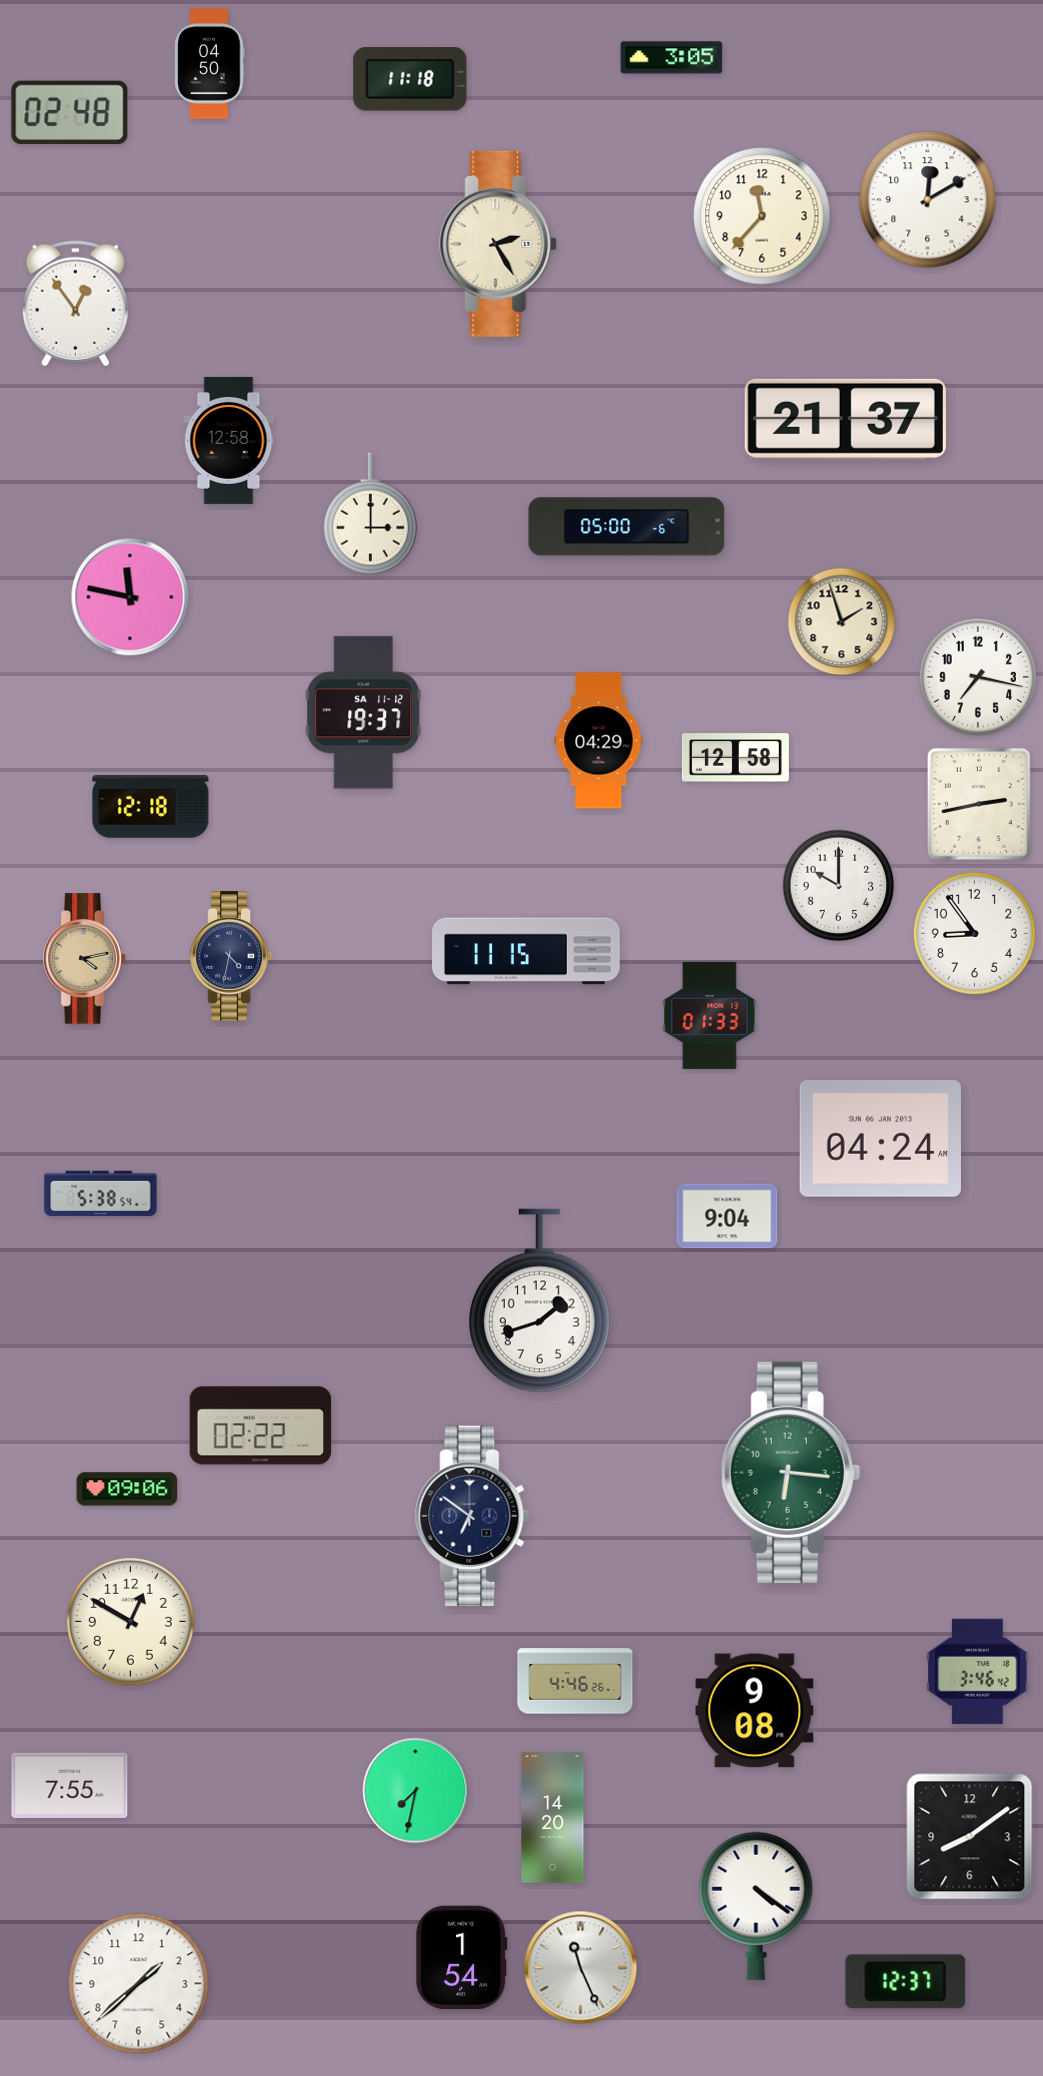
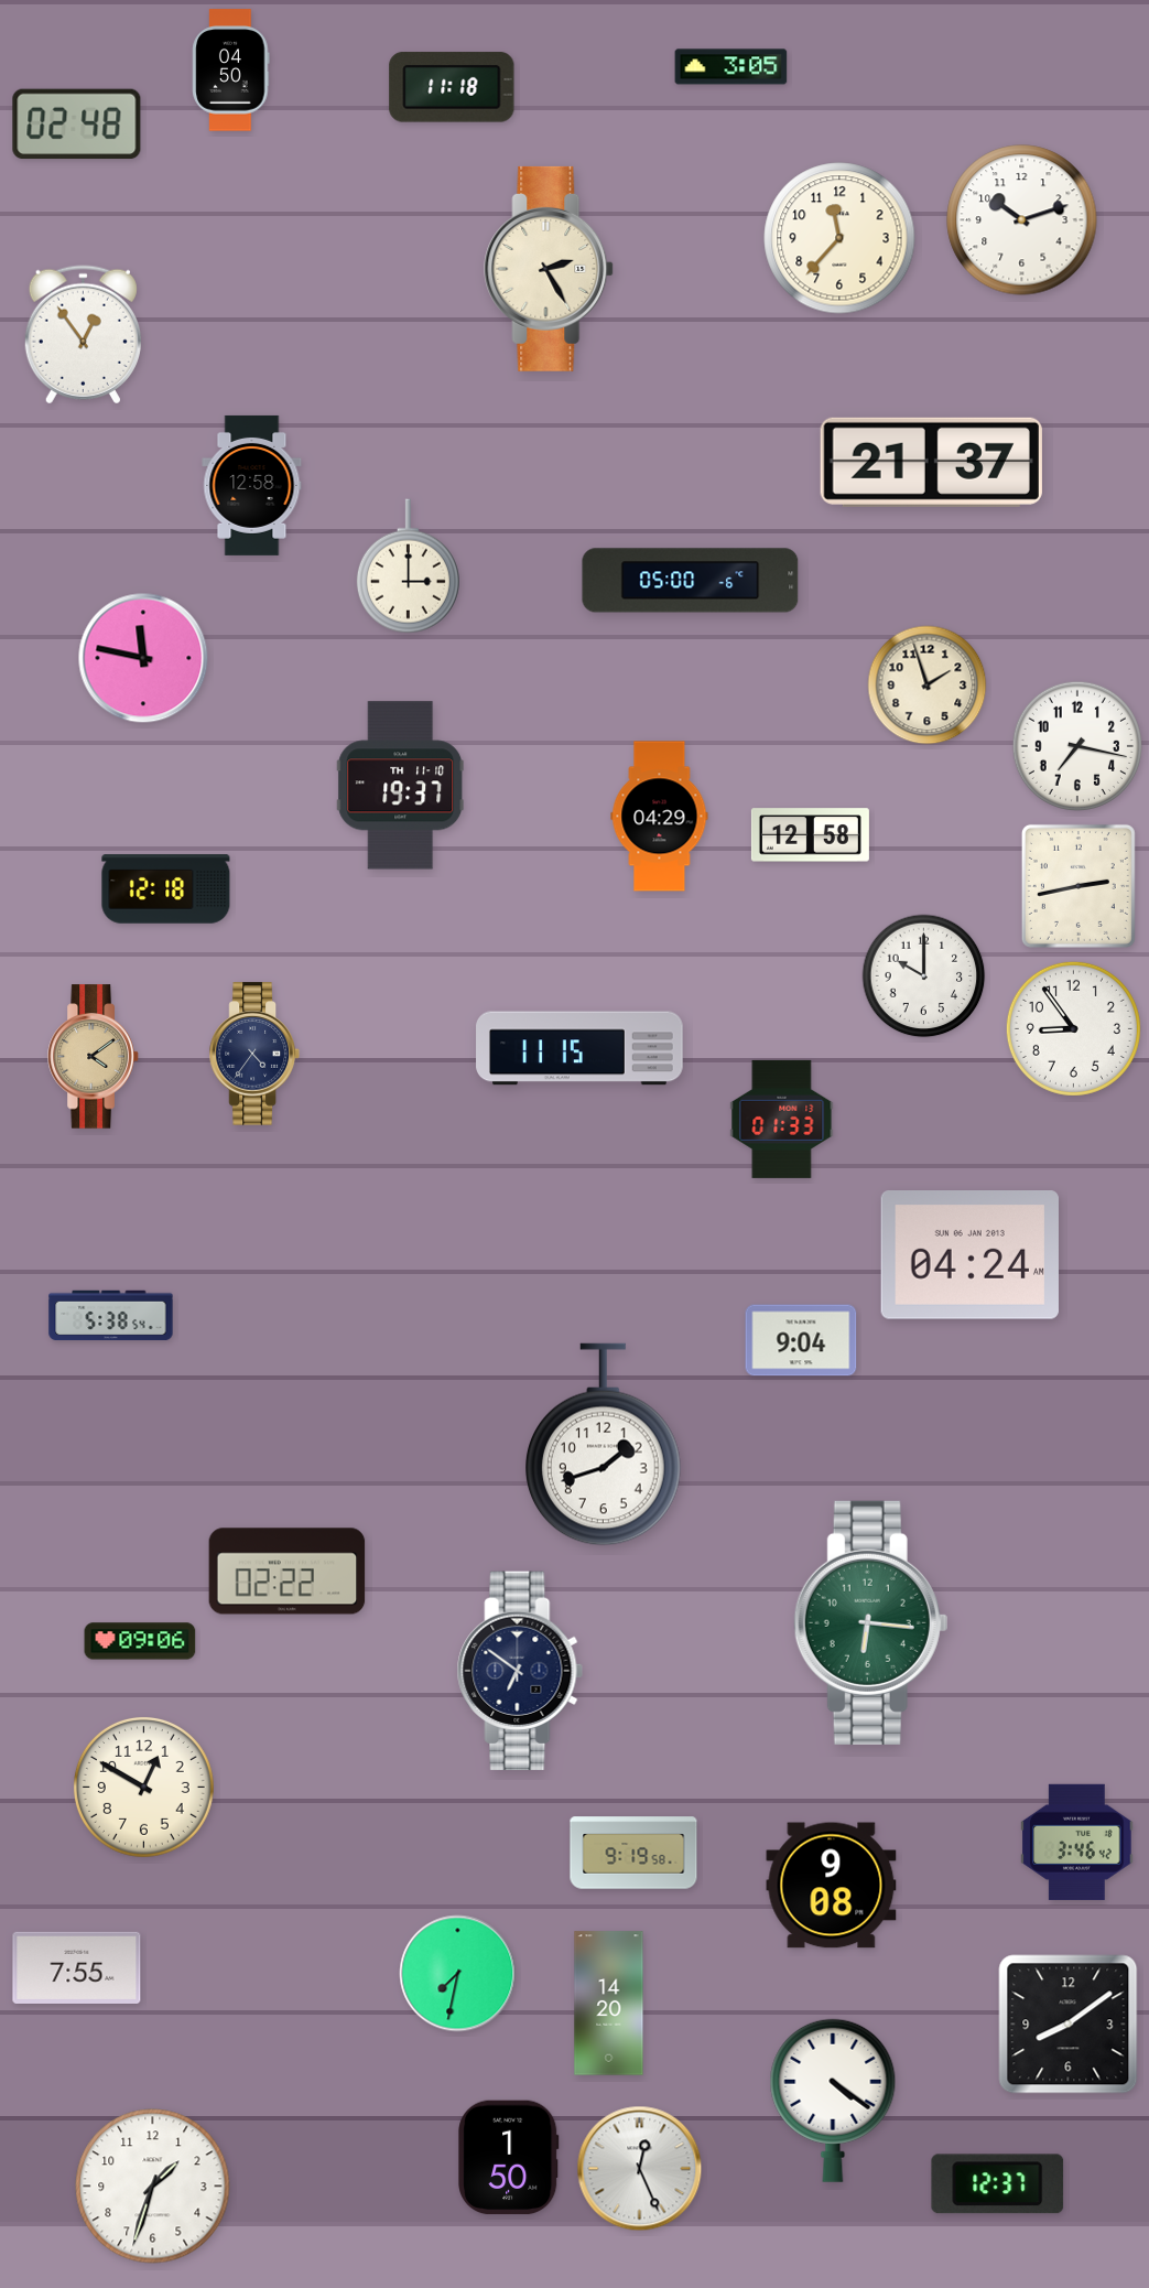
clock at (672, 58) position: (672, 58) -> (731, 67)
clock at (928, 200): 12:10 -> 10:12
clock at (364, 713) date: SA 11-12 -> TH 11-10
clock at (231, 956): 4:32 -> 4:36
clock at (85, 959): 4:13 -> 4:09
clock at (540, 1301) position: (540, 1301) -> (604, 1445)
clock at (575, 1681): 4:46 -> 9:19
clock at (462, 1958): 1:54 -> 1:50
clock at (581, 1968): 11:26 -> 12:26
clock at (139, 1984): 1:38 -> 1:33
